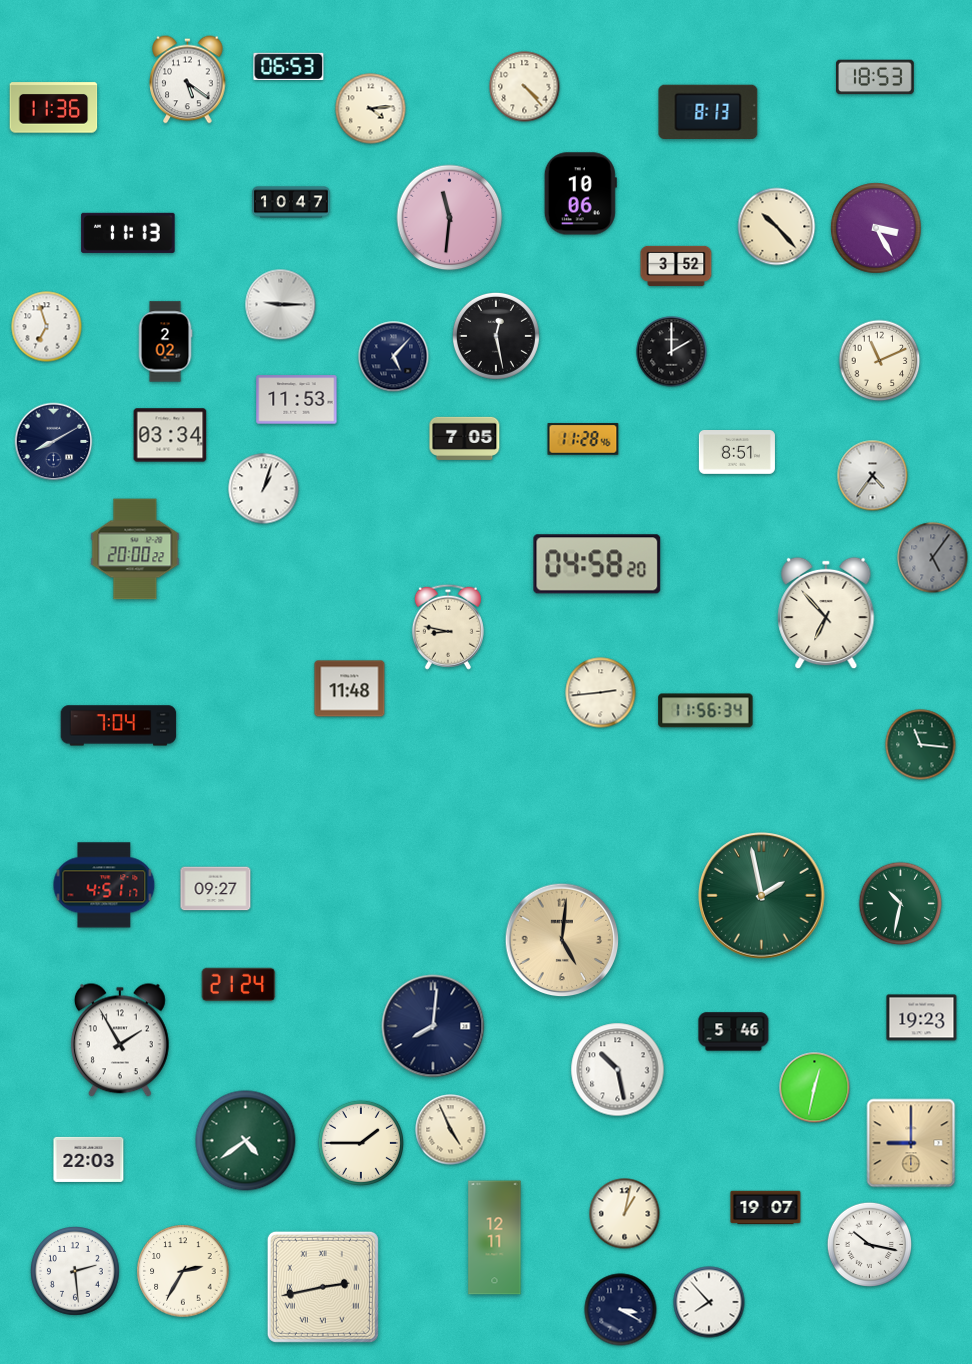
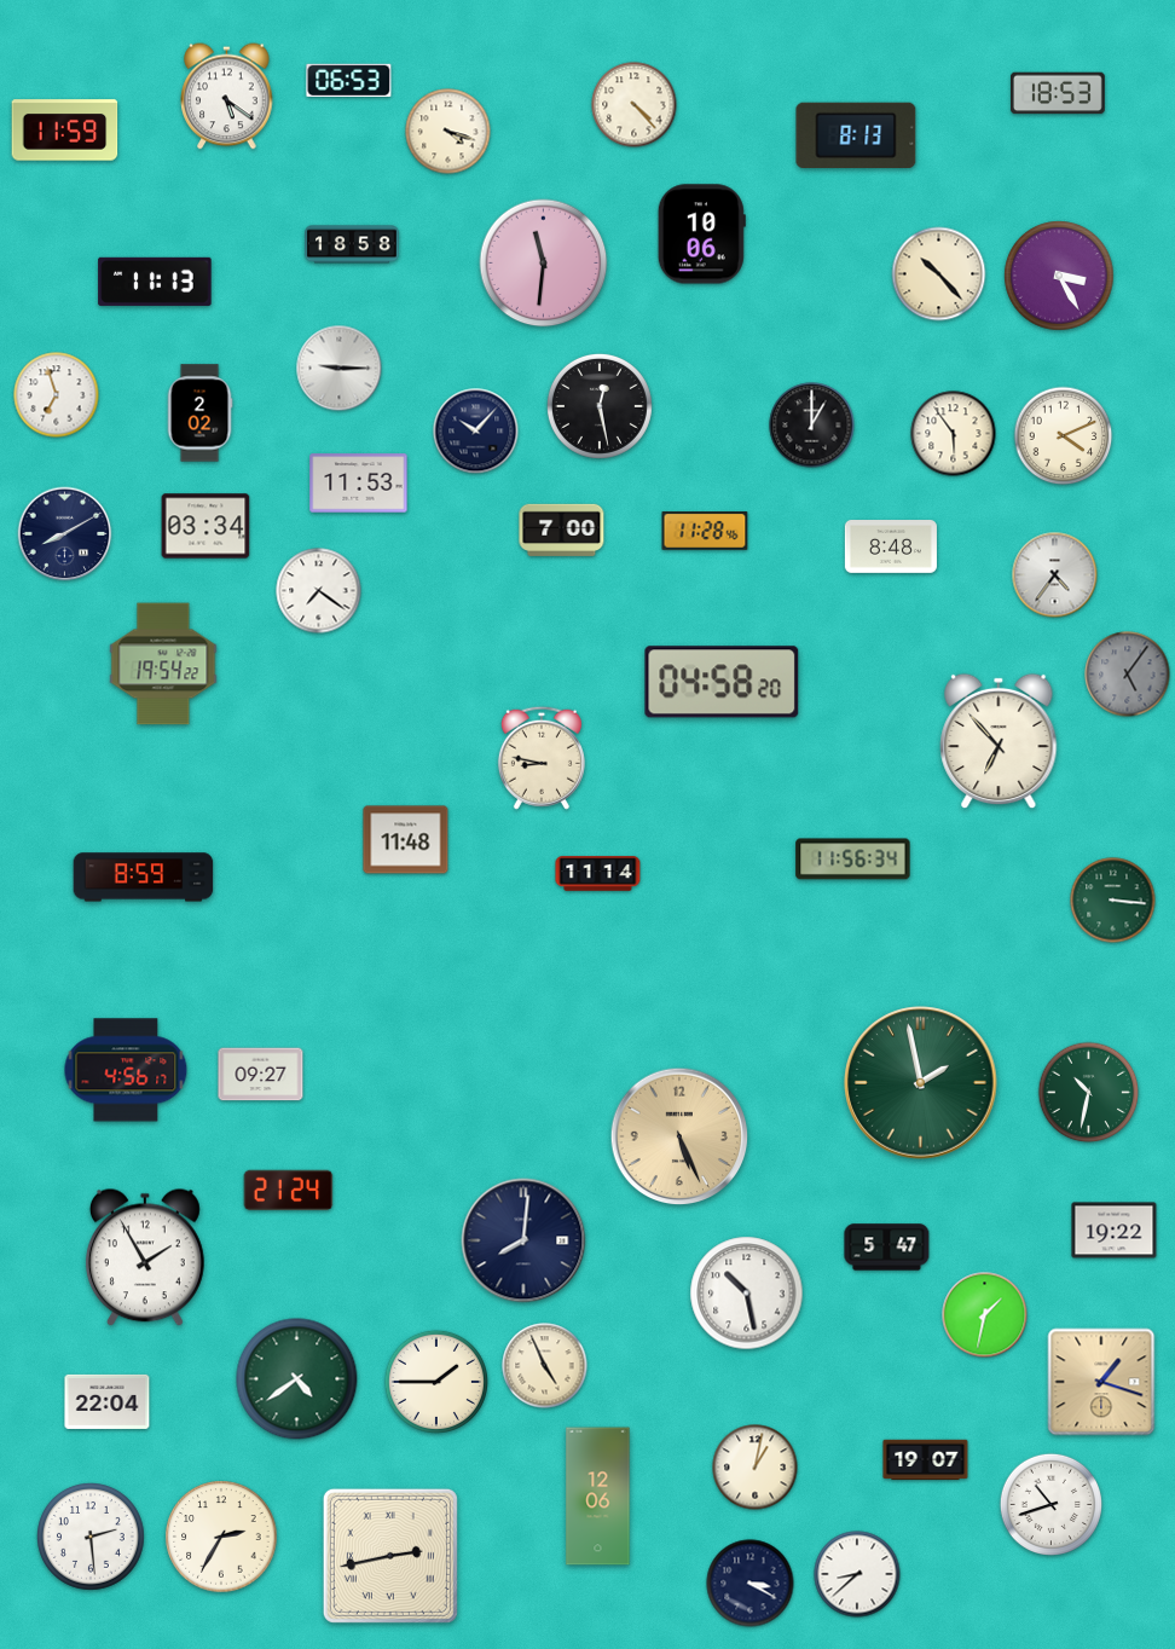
clock at (54, 108): 11:36 -> 11:59
clock at (371, 109): 4:14 -> 4:18
clock at (292, 202): 10:47 -> 18:58
clock at (676, 266): 3:52 -> none
clock at (672, 352): 2:00 -> 1:00
clock at (394, 357): 5:07 -> 10:07
clock at (954, 434): none -> 5:54
clock at (880, 361): 11:11 -> 4:11
clock at (465, 438): 7:05 -> 7:00
clock at (737, 453): 8:51 -> 8:48
clock at (264, 489): 1:03 -> 7:21
clock at (135, 549): 20:00 -> 19:54
clock at (350, 689) position: (350, 689) -> (406, 840)
clock at (601, 693): 2:44 -> none
clock at (598, 874): none -> 11:14
clock at (119, 726): 7:04 -> 8:59
clock at (921, 745): 11:16 -> 3:16
clock at (104, 885): 4:51 -> 4:56
clock at (562, 940): 5:01 -> 5:26
clock at (922, 1018): 19:23 -> 19:22
clock at (734, 1032): 5:46 -> 5:47
clock at (815, 1088): 12:32 -> 1:32
clock at (911, 1143): 9:00 -> 1:18
clock at (89, 1159): 22:03 -> 22:04
clock at (495, 1238): 12:11 -> 12:06
clock at (869, 1244): 10:17 -> 10:42
clock at (709, 1302): 7:53 -> 8:38
